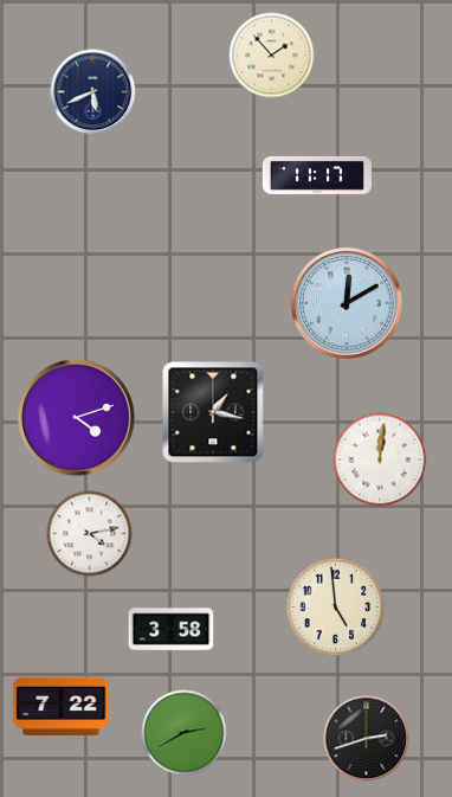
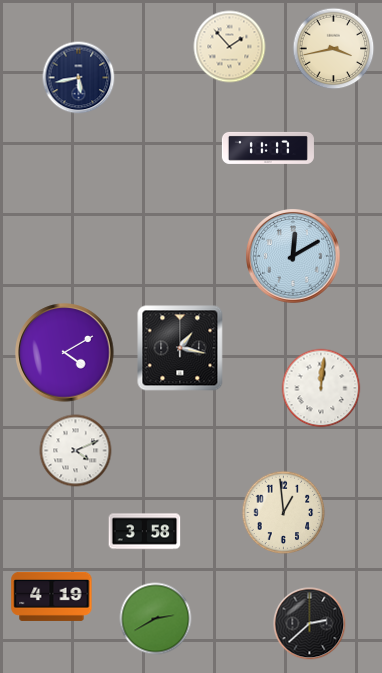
clock at (334, 49): none -> 3:43
clock at (93, 92): 5:41 -> 5:43
clock at (77, 418): 4:12 -> 4:10
clock at (90, 534): 4:13 -> 4:11
clock at (336, 608): 4:59 -> 12:59
clock at (62, 706): 7:22 -> 4:19
clock at (367, 739): 2:42 -> 2:38
